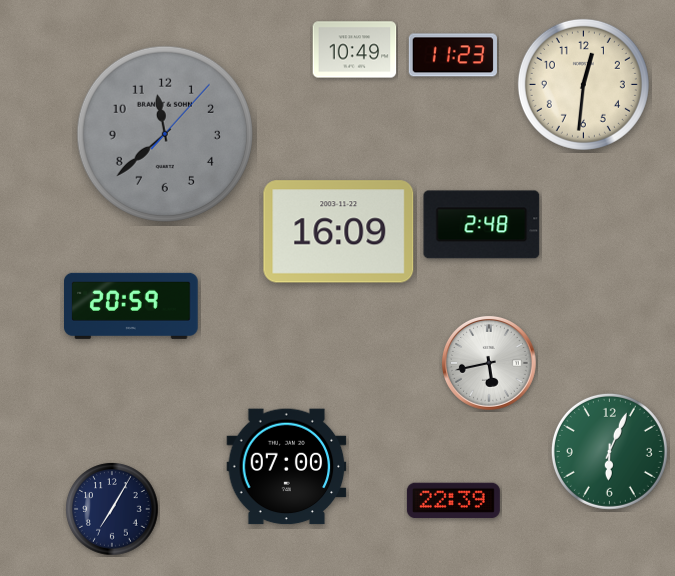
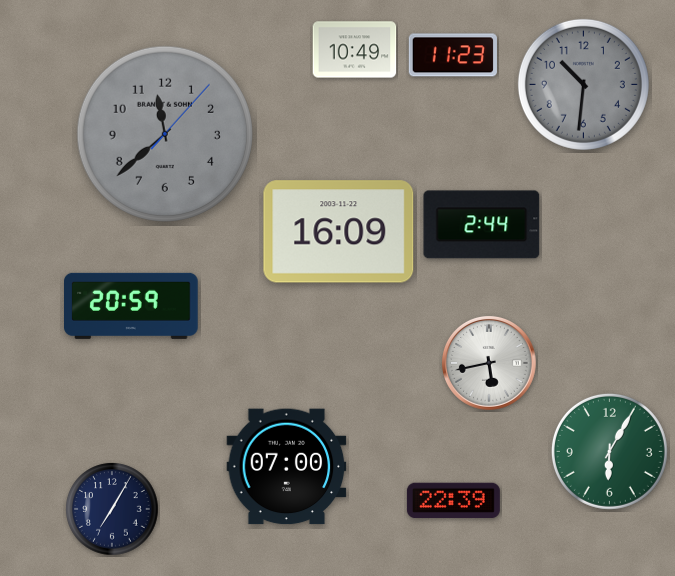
clock at (583, 84): 12:31 -> 10:31
clock at (583, 84) dial: cream -> grey
clock at (482, 225): 2:48 -> 2:44
clock at (609, 451): 6:04 -> 6:05
